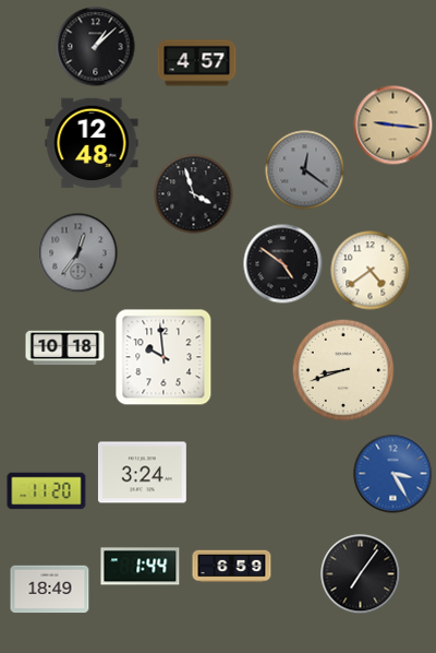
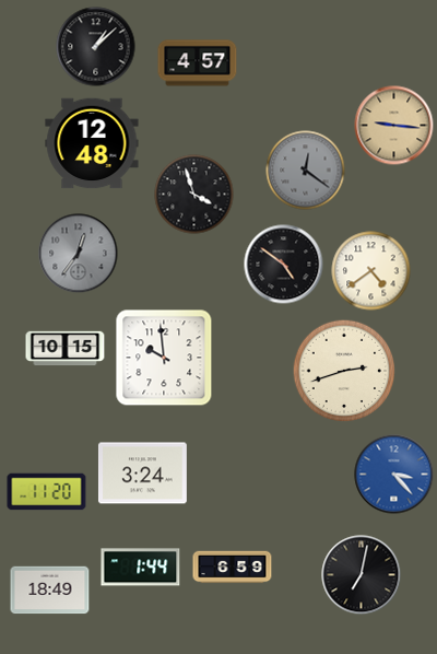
clock at (65, 348): 10:18 -> 10:15
clock at (343, 370): 8:42 -> 2:42
clock at (393, 474): 3:25 -> 3:23
clock at (361, 574): 7:06 -> 7:02
